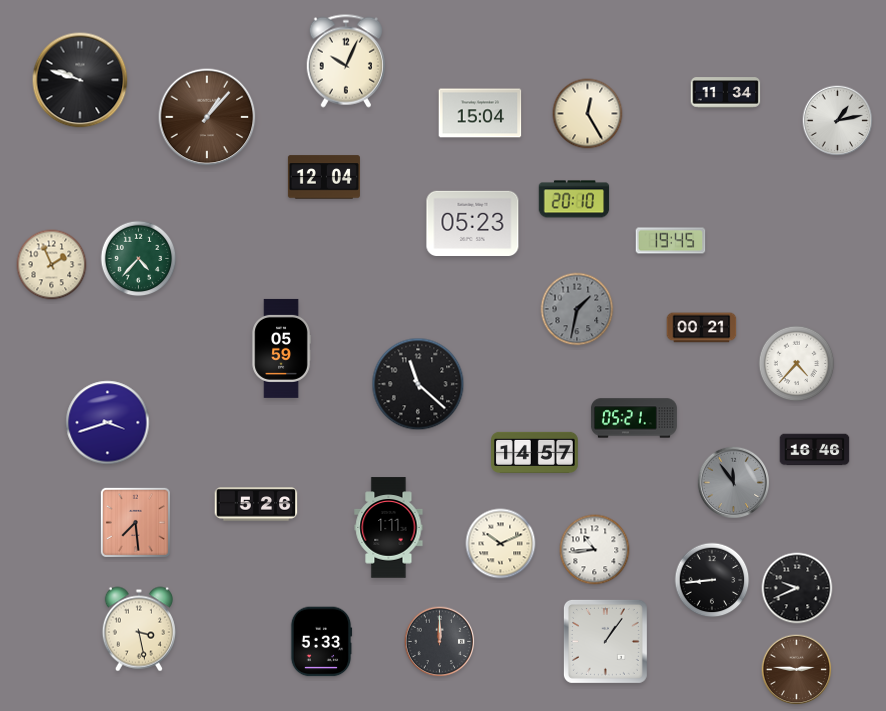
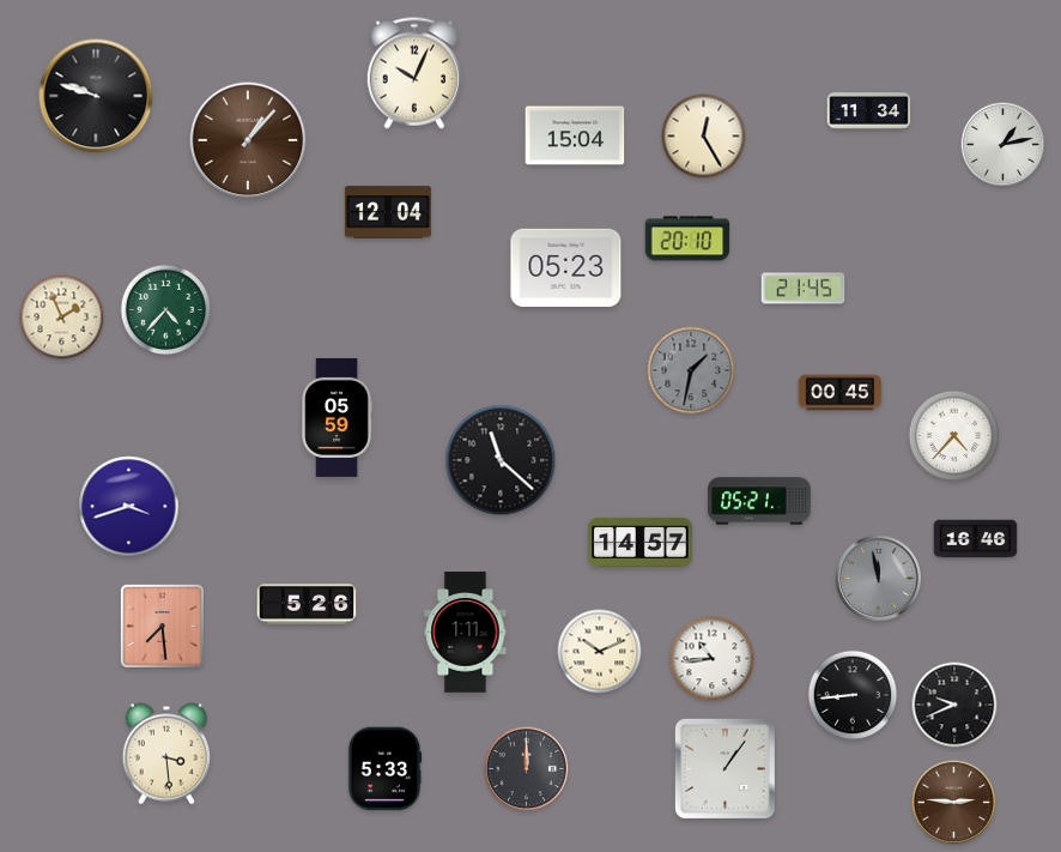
clock at (671, 241): 19:45 -> 21:45
clock at (702, 328): 00:21 -> 00:45
clock at (734, 483): 11:54 -> 11:58
clock at (139, 629): 3:28 -> 3:29
